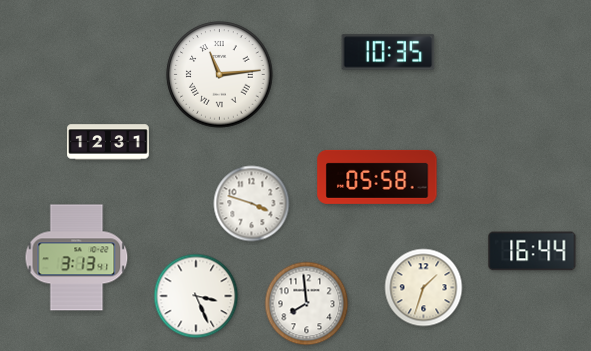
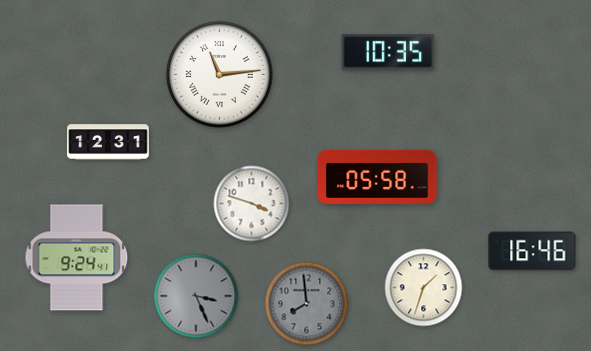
clock at (532, 251): 16:44 -> 16:46
clock at (77, 258): 3:13 -> 9:24
clock at (196, 296) dial: white -> grey
clock at (307, 304) dial: white -> grey
